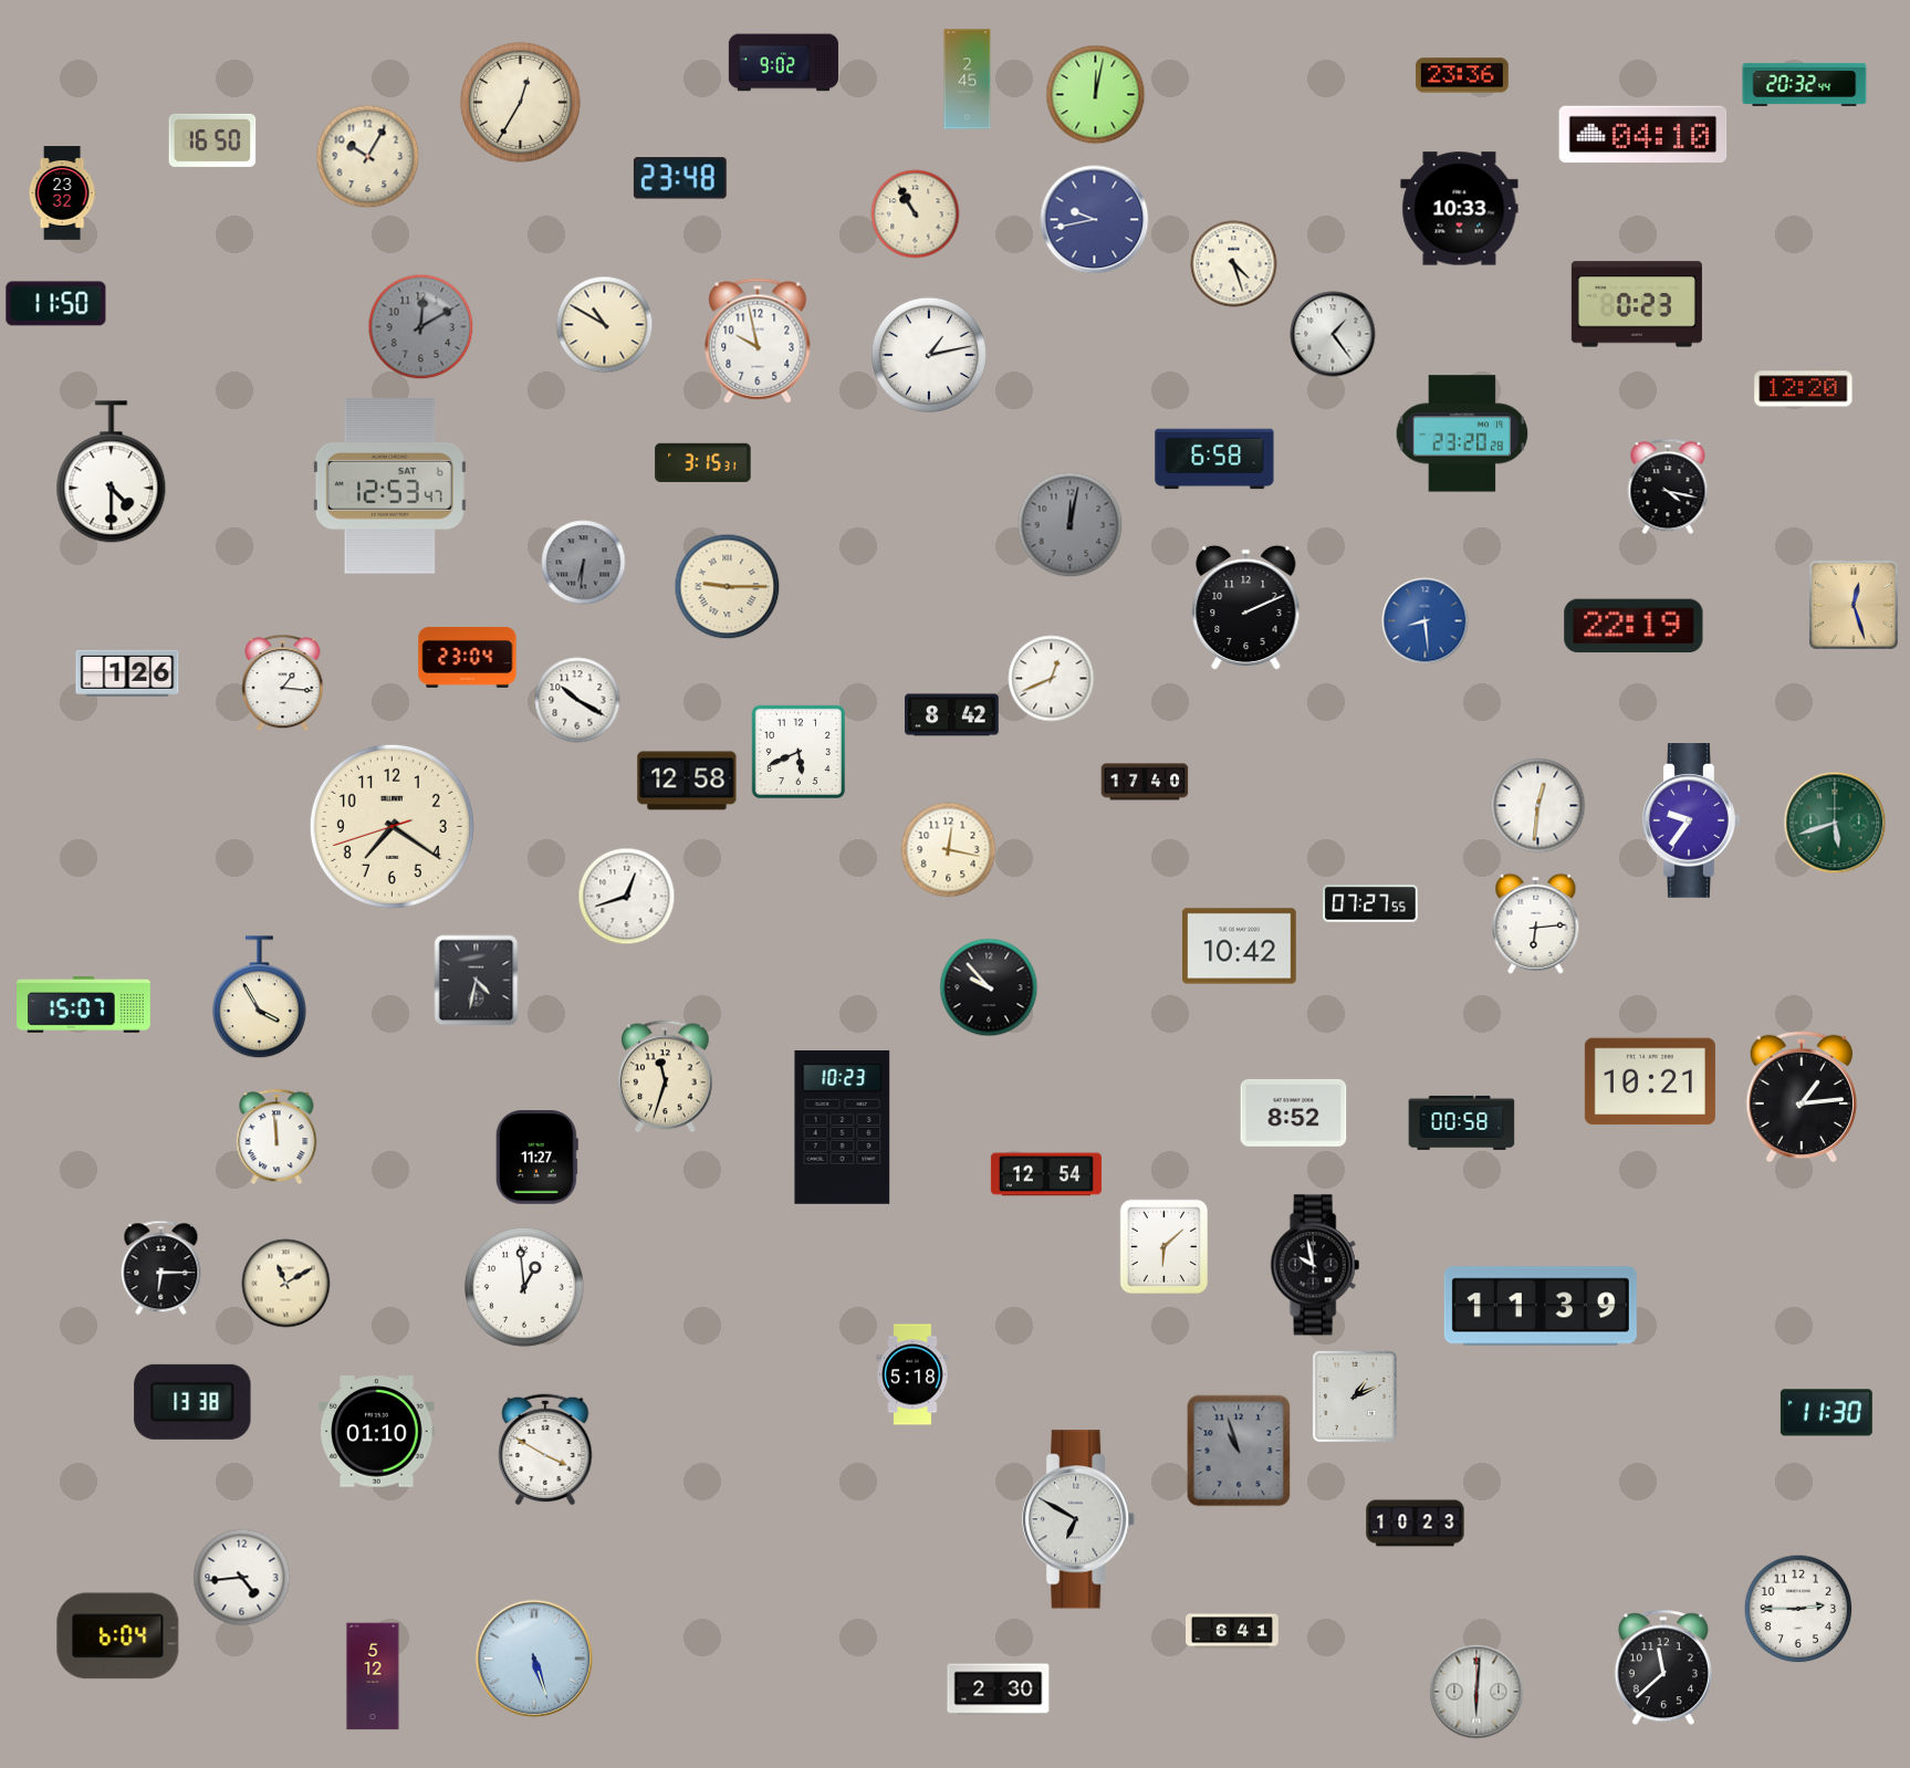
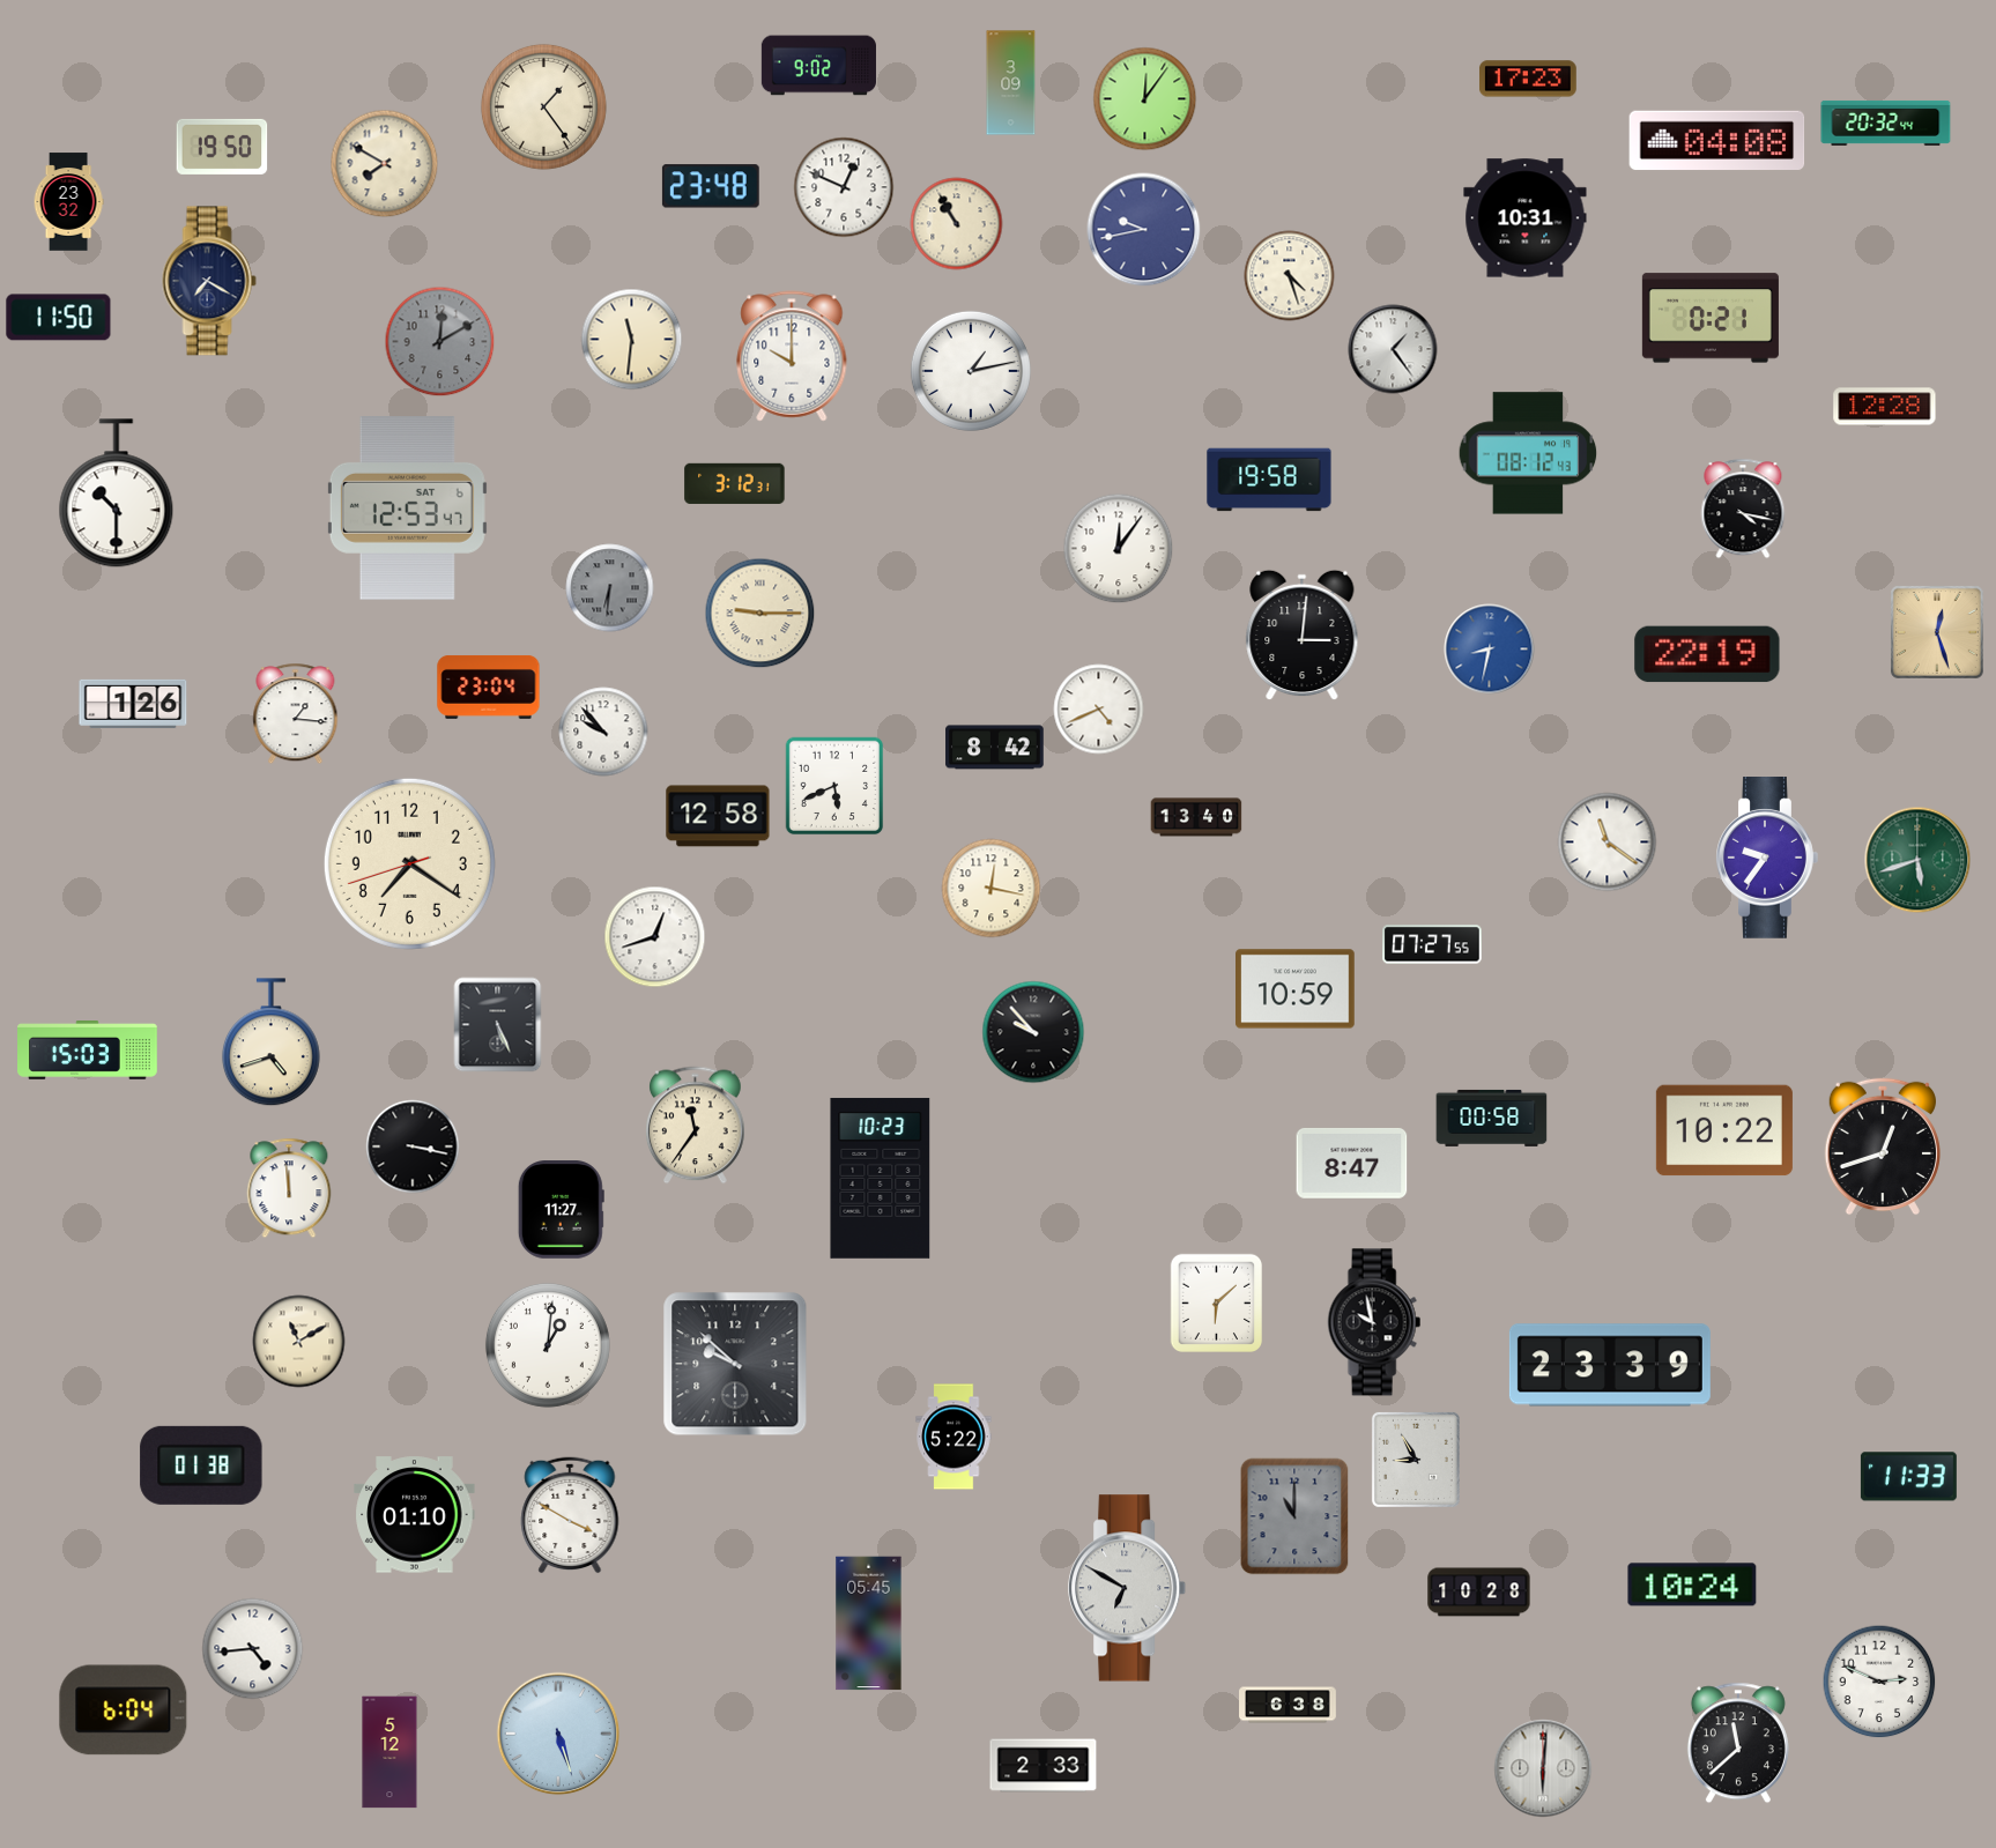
clock at (1462, 75): 23:36 -> 17:23
clock at (968, 80): 2:45 -> 3:09
clock at (1805, 84) position: (1805, 84) -> (1886, 123)
clock at (1096, 95): 12:02 -> 12:06
clock at (520, 102): 12:35 -> 1:24
clock at (1643, 135): 04:10 -> 04:08
clock at (212, 140): 16:50 -> 19:50
clock at (368, 157): 10:05 -> 7:50
clock at (844, 187): none -> 12:49
clock at (62, 193) position: (62, 193) -> (68, 202)
clock at (1460, 209): 10:33 -> 10:31
clock at (209, 281): none -> 7:20
clock at (1637, 304): 0:23 -> 0:21
clock at (605, 325): 10:50 -> 11:31
clock at (758, 341): 9:58 -> 10:00
clock at (1804, 389): 12:20 -> 12:28
clock at (1462, 433): 23:20 -> 08:12
clock at (1214, 459): 6:58 -> 19:58
clock at (703, 462): 3:15 -> 3:12
clock at (112, 472): 4:30 -> 10:30
clock at (1071, 525): 12:02 -> 12:06
clock at (1071, 525) dial: grey -> white
clock at (1246, 608): 2:11 -> 3:01
clock at (1426, 621): 8:29 -> 8:32
clock at (1052, 679): 12:41 -> 4:41
clock at (577, 700): 10:20 -> 9:53
clock at (1145, 782): 17:40 -> 13:40
clock at (1538, 806): 12:31 -> 11:21
clock at (1536, 923): 6:14 -> none
clock at (1240, 946): 10:42 -> 10:59
clock at (477, 981): 4:32 -> 5:26
clock at (259, 997): 3:55 -> 4:42
clock at (84, 1005): 15:07 -> 15:03
clock at (666, 1077): 11:33 -> 11:36
clock at (1650, 1081): 10:21 -> 10:22
clock at (413, 1146): none -> 3:17
clock at (1802, 1097): 1:14 -> 12:42
clock at (1294, 1112): 8:52 -> 8:47
clock at (1462, 1122) position: (1462, 1122) -> (1492, 1118)
clock at (1046, 1174): 12:54 -> none
clock at (161, 1268): 6:15 -> none
clock at (524, 1287): 12:59 -> 1:01
clock at (735, 1364): none -> 9:52
clock at (1541, 1306): 11:39 -> 23:39
clock at (912, 1374): 5:18 -> 5:22
clock at (1355, 1396): 1:11 -> 8:55
clock at (192, 1402): 13:38 -> 01:38
clock at (1826, 1413): 11:30 -> 11:33
clock at (377, 1432) position: (377, 1432) -> (415, 1515)
clock at (1239, 1451): 10:57 -> 11:00
clock at (1692, 1584): none -> 10:24
clock at (1416, 1524): 10:23 -> 10:28
clock at (869, 1624): none -> 05:45
clock at (1798, 1609): 2:45 -> 2:49
clock at (1232, 1631): 6:41 -> 6:38
clock at (999, 1689): 2:30 -> 2:33
